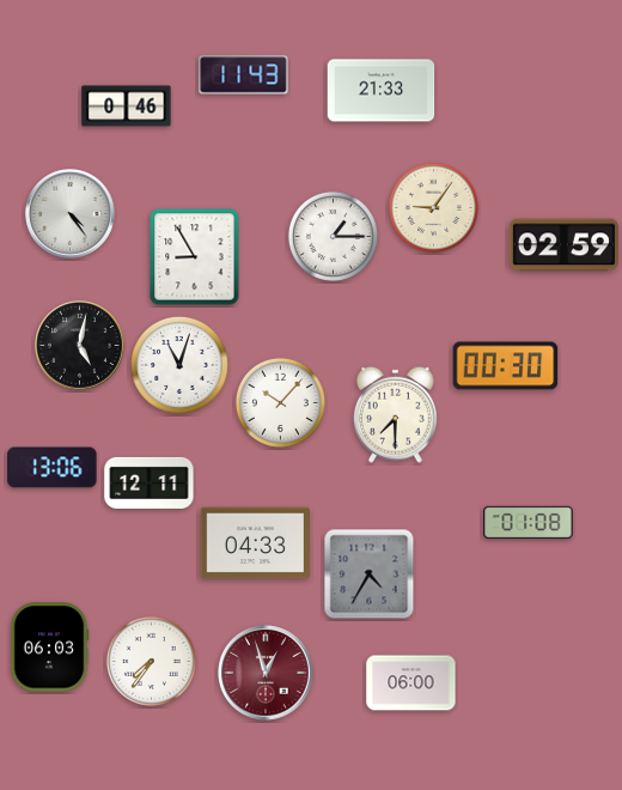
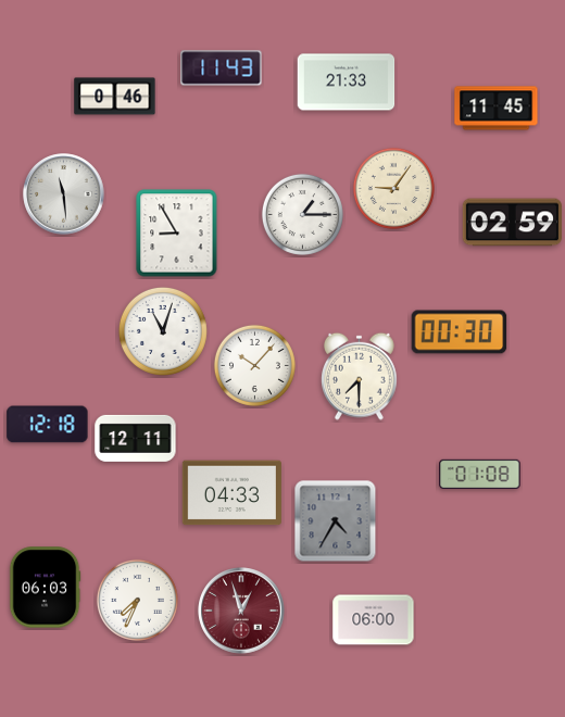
clock at (497, 109): none -> 11:45
clock at (71, 214): 4:24 -> 11:29
clock at (80, 346): 5:02 -> none
clock at (53, 468): 13:06 -> 12:18
clock at (151, 661): 7:36 -> 7:34
